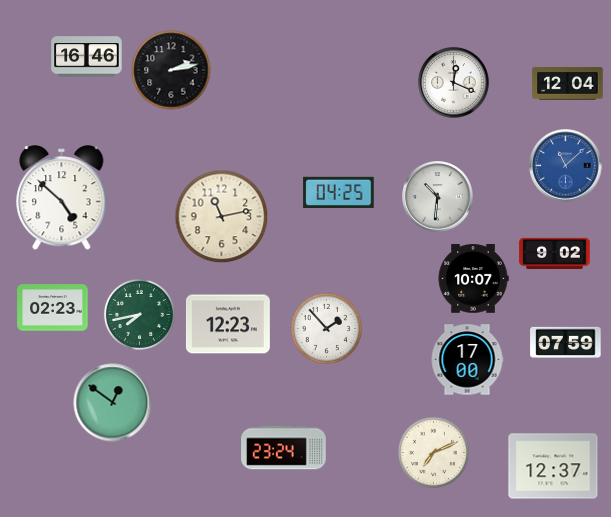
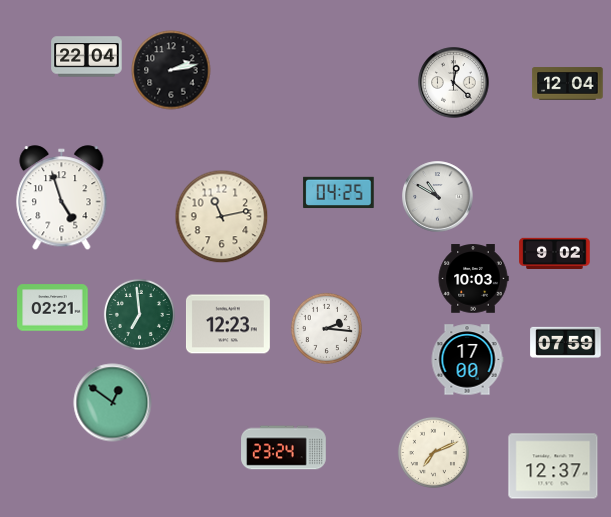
clock at (87, 57): 16:46 -> 22:04
clock at (454, 83): 12:19 -> 12:22
clock at (566, 166): 11:08 -> none
clock at (438, 197): 10:31 -> 10:50
clock at (62, 198): 4:52 -> 4:57
clock at (473, 279): 10:07 -> 10:03
clock at (53, 308): 02:23 -> 02:21
clock at (139, 314): 7:43 -> 6:59
clock at (326, 328): 1:53 -> 2:16
